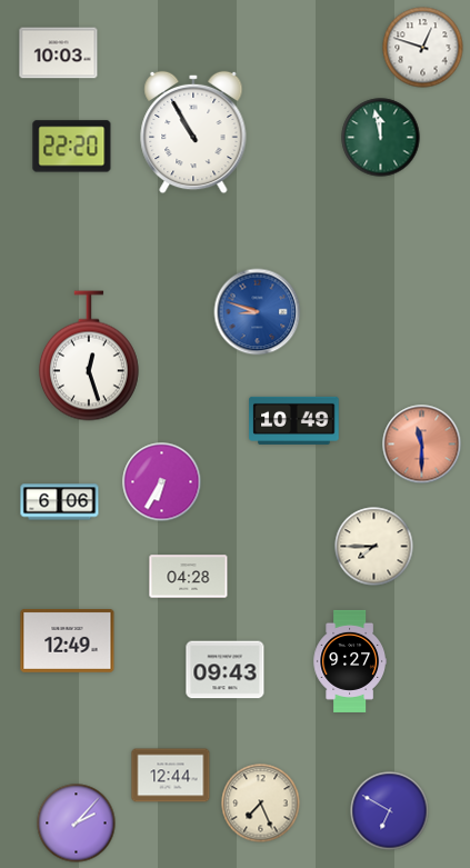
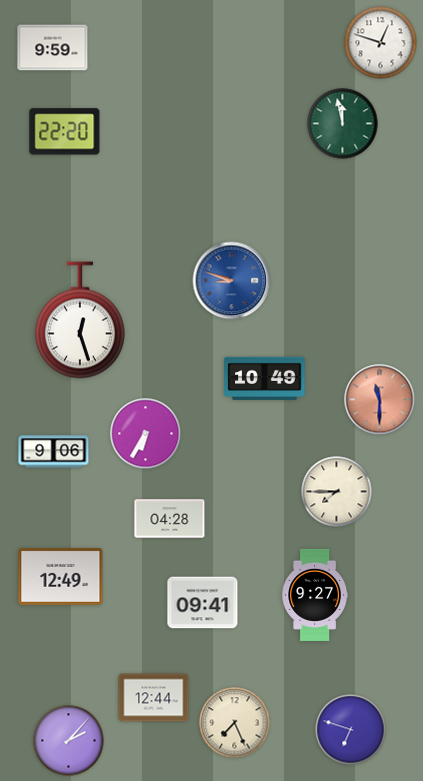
clock at (59, 53): 10:03 -> 9:59
clock at (193, 132): 10:55 -> none
clock at (60, 502): 6:06 -> 9:06
clock at (226, 670): 09:43 -> 09:41
clock at (390, 811): 6:50 -> 6:48
